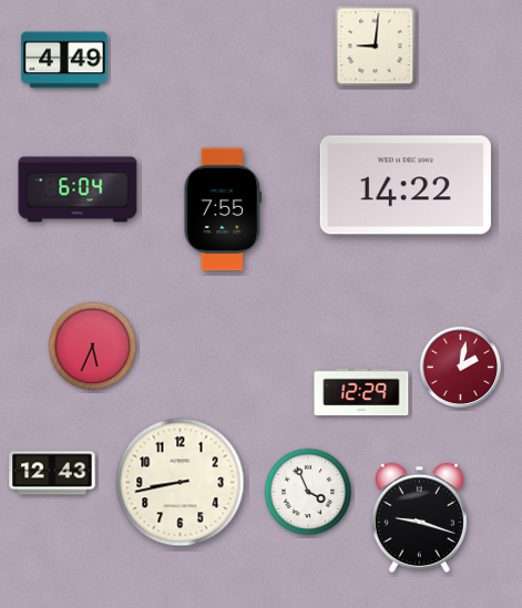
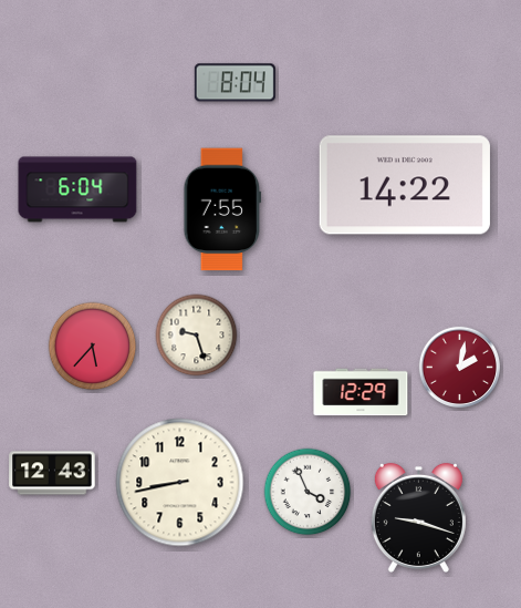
clock at (376, 47): 9:01 -> none
clock at (64, 60): 4:49 -> none
clock at (235, 83): none -> 8:04
clock at (197, 336): none -> 9:27
clock at (93, 347): 5:34 -> 5:37
